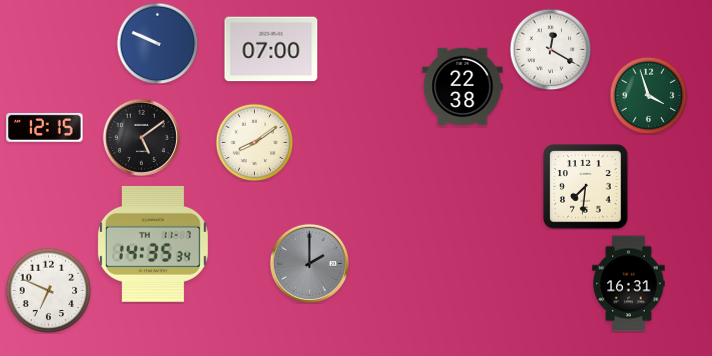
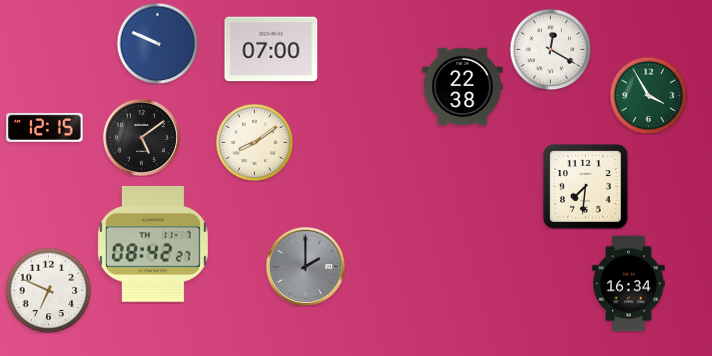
clock at (648, 95): 3:57 -> 3:55
clock at (153, 244): 14:35 -> 08:42
clock at (309, 263) position: (309, 263) -> (305, 266)
clock at (629, 284): 16:31 -> 16:34
